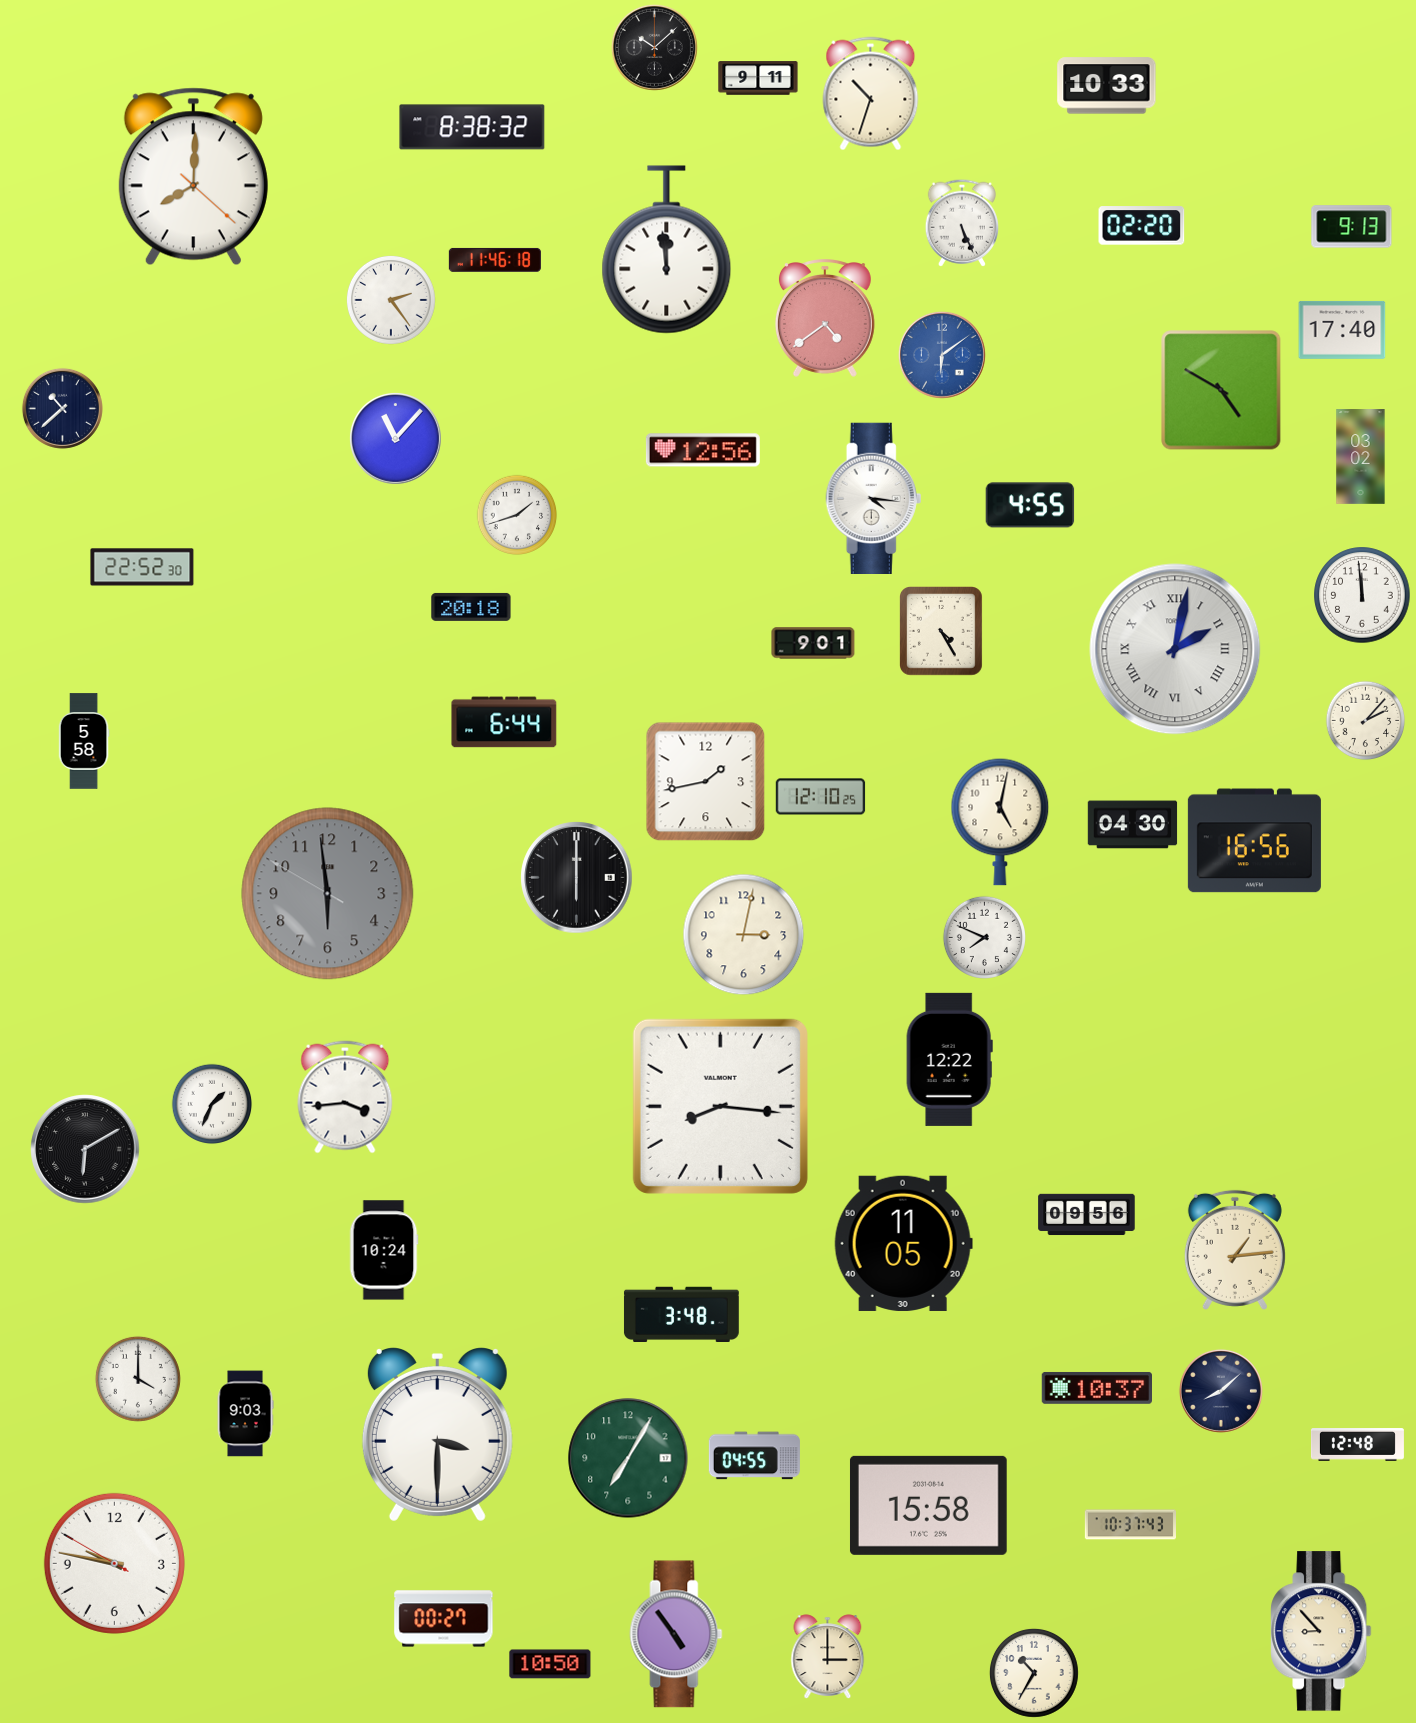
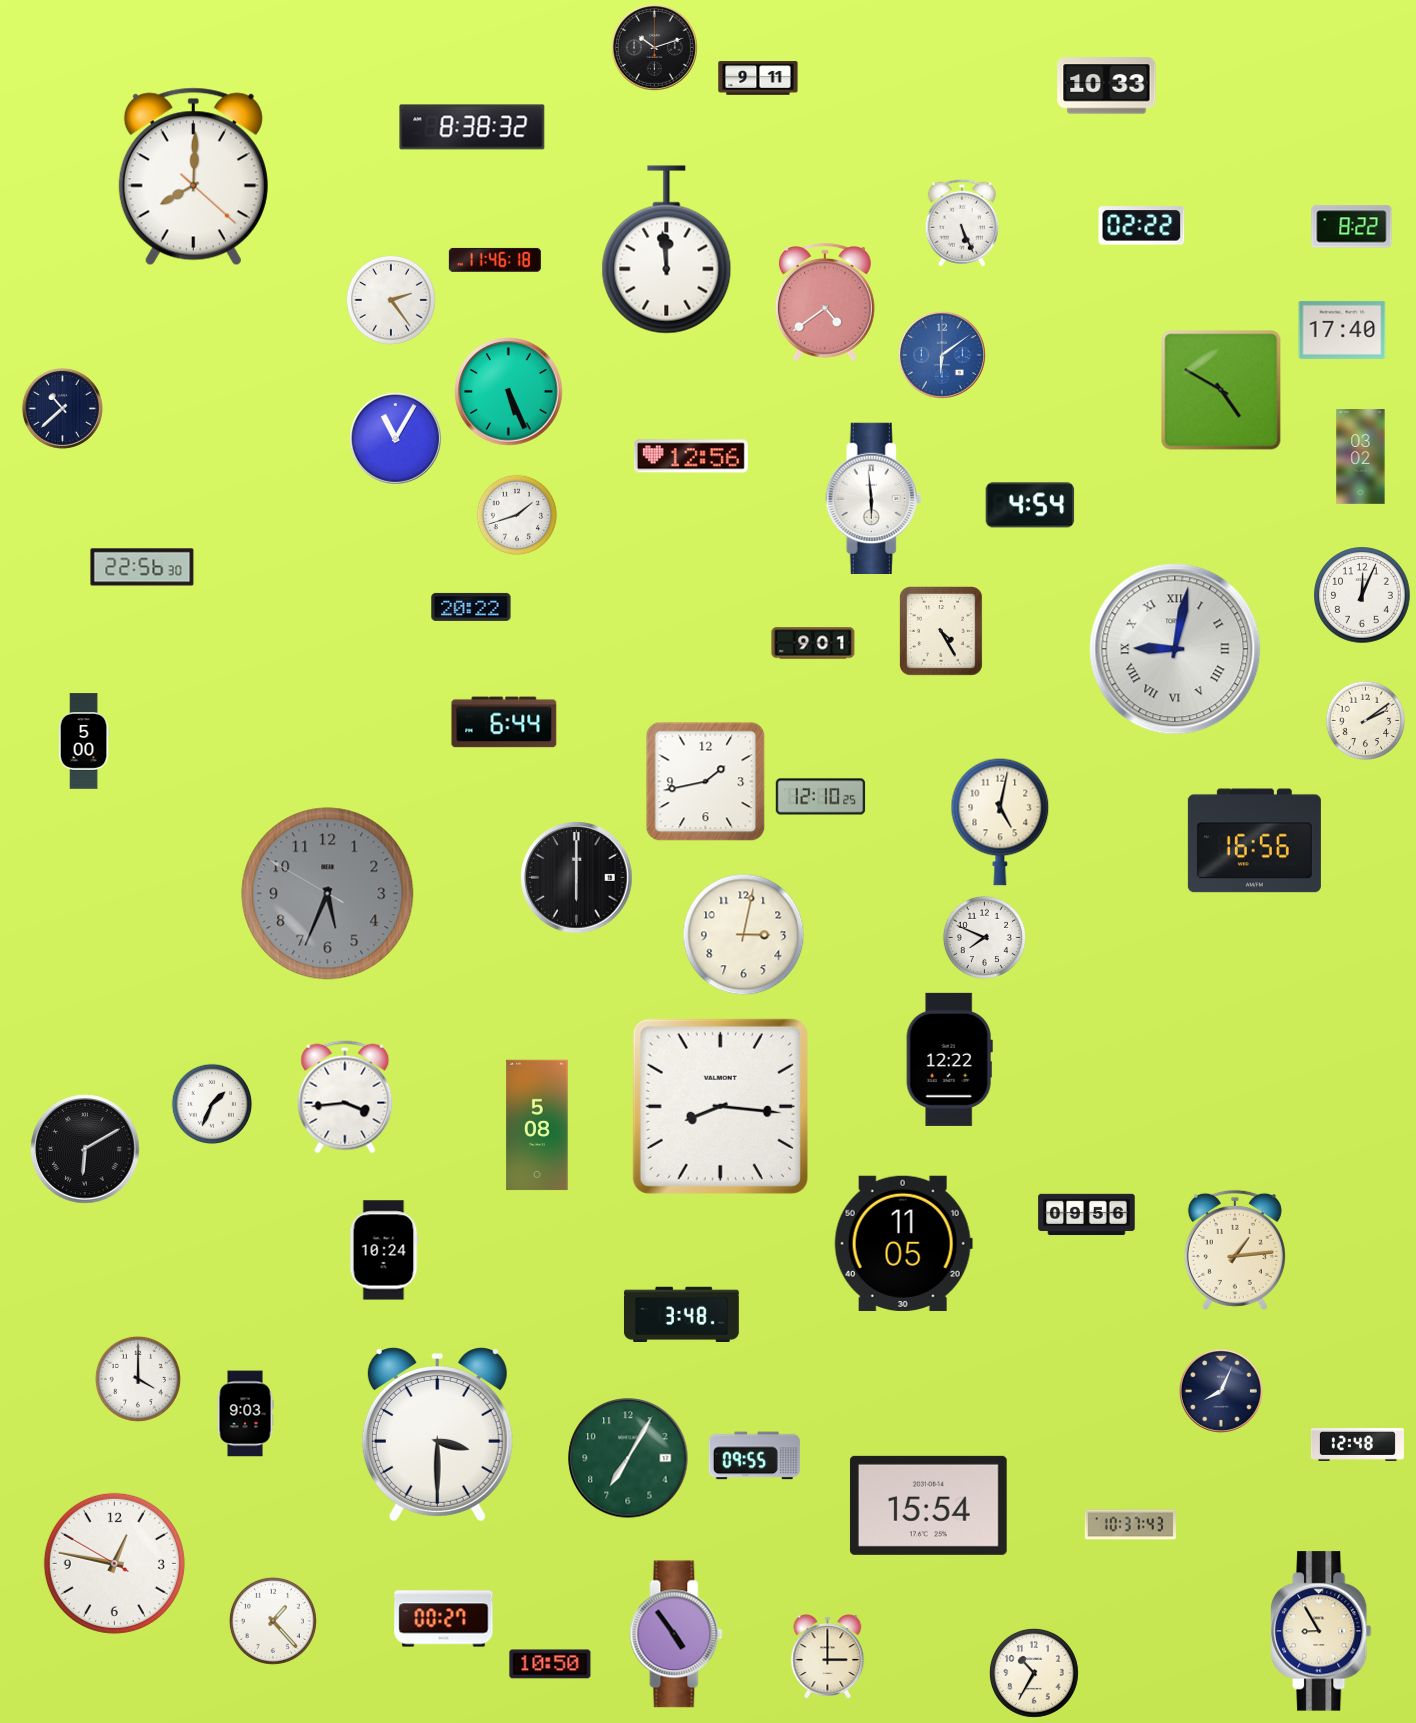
clock at (654, 47): 10:08 -> 10:12
clock at (871, 94): 10:33 -> none
clock at (1142, 226): 02:20 -> 02:22
clock at (1352, 227): 9:13 -> 8:22
clock at (825, 318) position: (825, 318) -> (825, 302)
clock at (509, 392): none -> 5:26
clock at (395, 438): 11:07 -> 11:05
clock at (703, 450) position: (703, 450) -> (691, 456)
clock at (874, 498): 4:16 -> 5:59
clock at (1030, 505): 4:55 -> 4:54
clock at (142, 567): 22:52 -> 22:56
clock at (1362, 595): 11:59 -> 12:04
clock at (471, 607): 20:18 -> 20:22
clock at (1175, 649): 2:02 -> 9:02
clock at (1366, 721): 2:07 -> 2:09
clock at (84, 741): 5:58 -> 5:00
clock at (1133, 825): 04:30 -> none
clock at (328, 894): 5:58 -> 5:33
clock at (537, 1125): none -> 5:08
clock at (1096, 1388): 10:37 -> none
clock at (1221, 1391): 8:08 -> 8:04
clock at (754, 1456): 04:55 -> 09:55
clock at (928, 1505): 15:58 -> 15:54
clock at (114, 1563): 9:46 -> 12:46
clock at (273, 1621): none -> 1:23
clock at (1321, 1631): 8:53 -> 8:55
